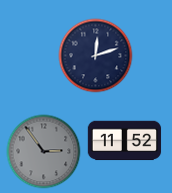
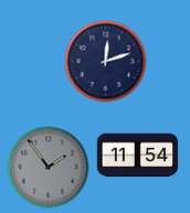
clock at (125, 141): 11:52 -> 11:54
clock at (44, 152): 2:54 -> 1:54
